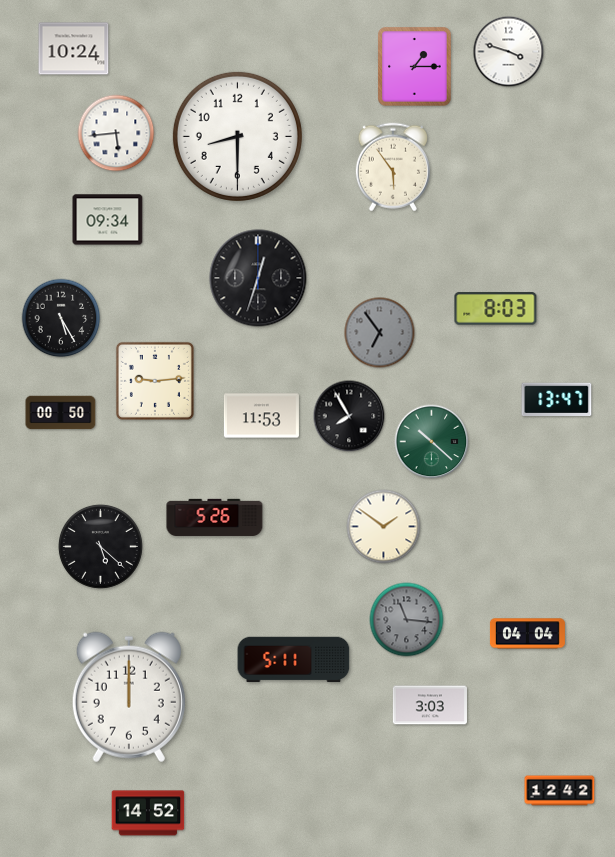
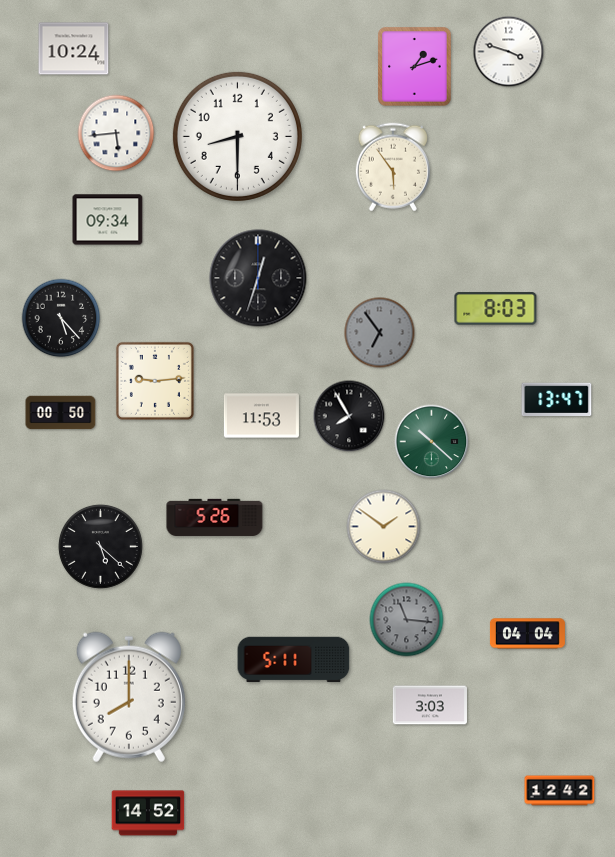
clock at (415, 67): 1:15 -> 1:12
clock at (61, 318): 5:25 -> 5:23
clock at (129, 697): 12:00 -> 8:00
